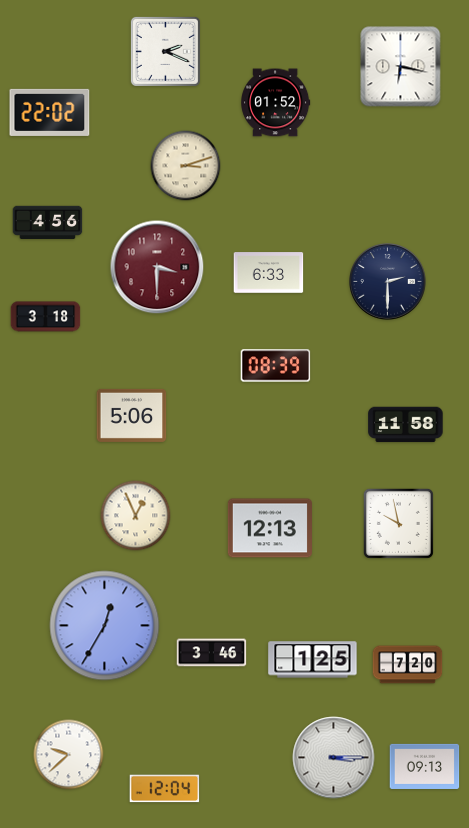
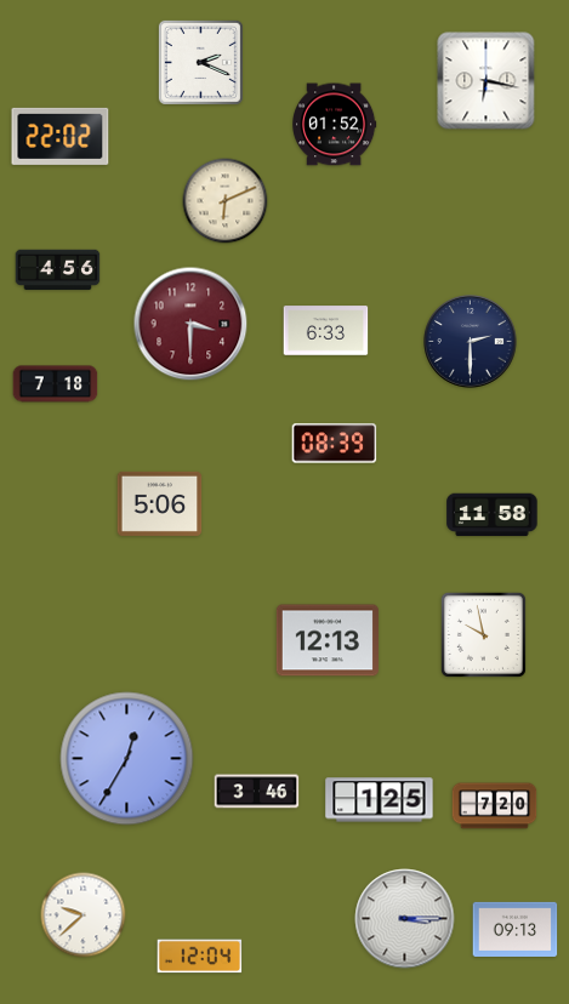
clock at (186, 166): 3:12 -> 6:11
clock at (46, 317): 3:18 -> 7:18
clock at (136, 516): 12:56 -> none
